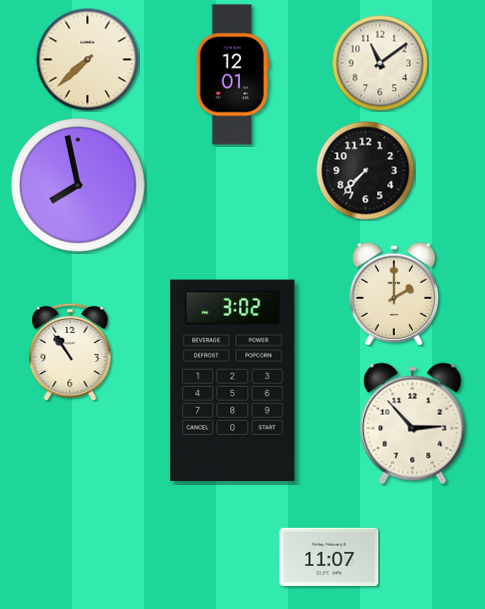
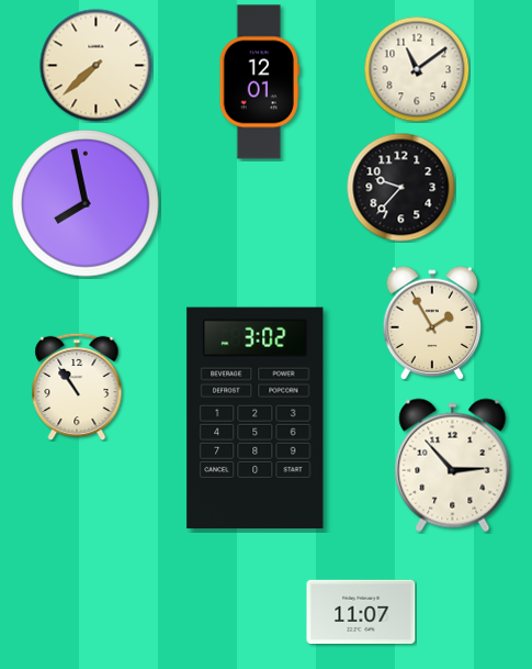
clock at (232, 75) position: (232, 75) -> (259, 82)
clock at (366, 171): 7:37 -> 9:37
clock at (393, 294): 2:00 -> 1:55
